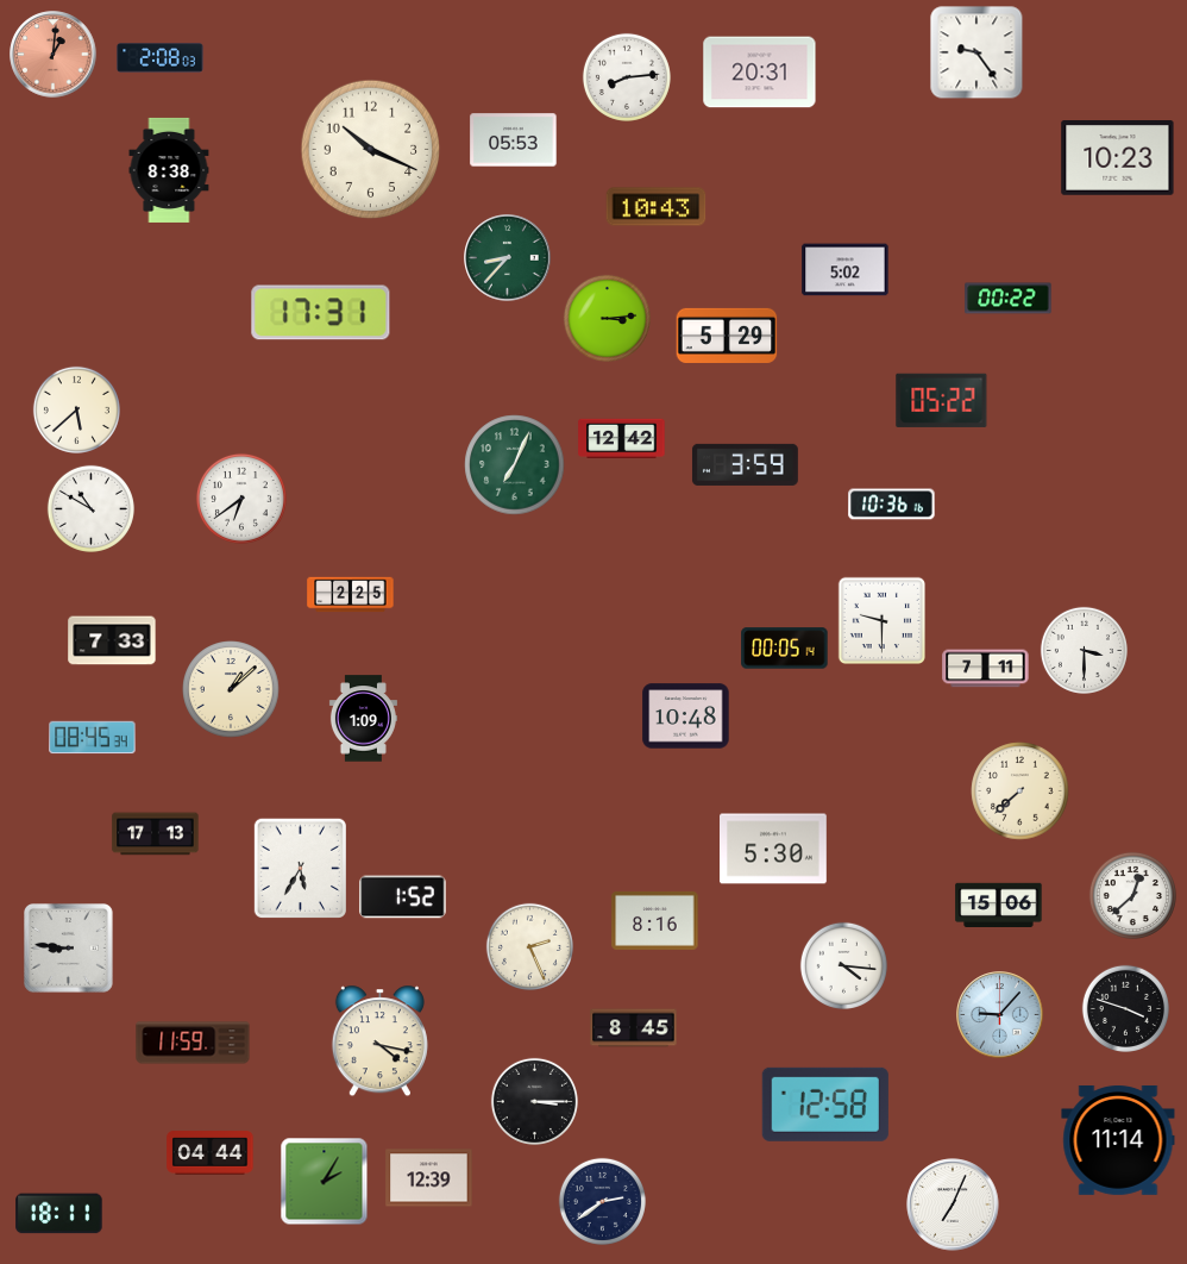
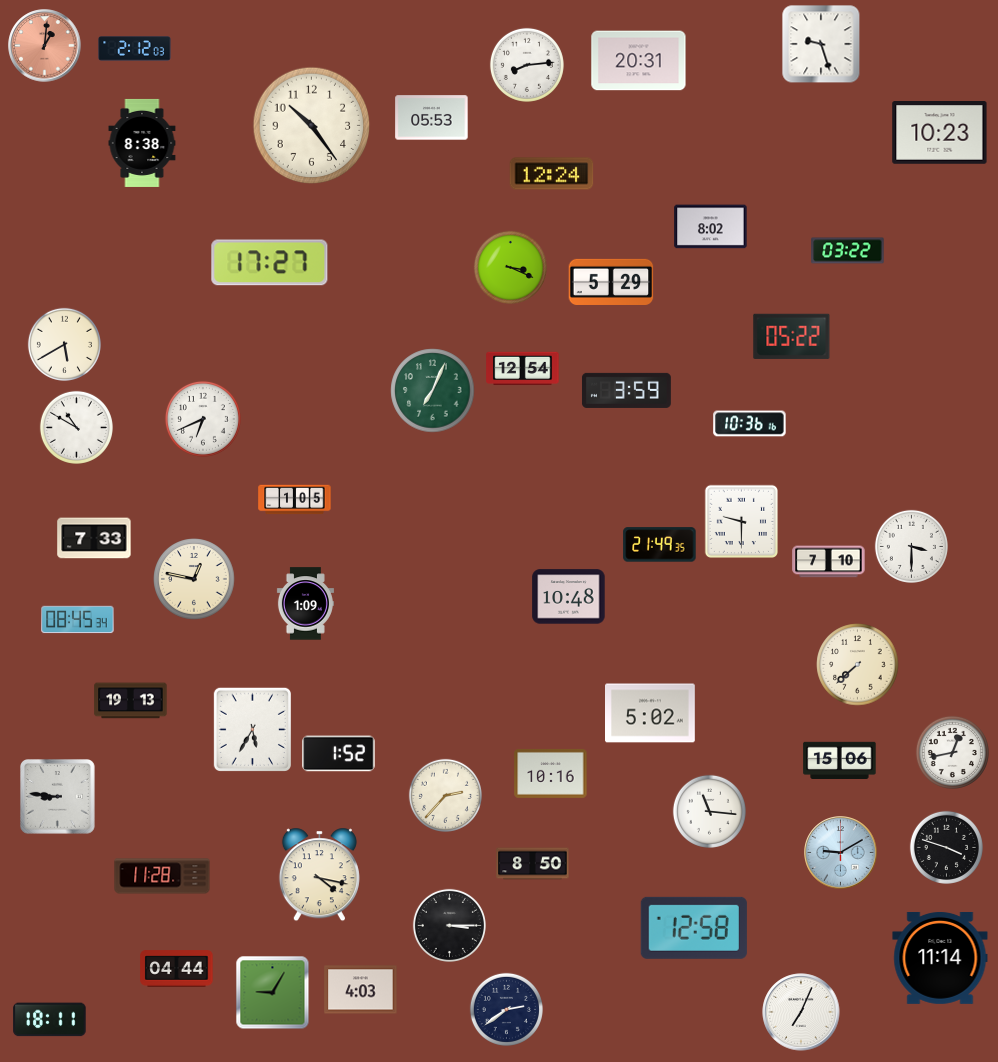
clock at (976, 52): 9:24 -> 9:27
clock at (161, 58): 2:08 -> 2:12
clock at (371, 150): 10:19 -> 10:24
clock at (657, 207): 10:43 -> 12:24
clock at (508, 258): 8:37 -> none
clock at (846, 270): 5:02 -> 8:02
clock at (1009, 299): 00:22 -> 03:22
clock at (321, 313): 17:31 -> 17:27
clock at (607, 318): 3:14 -> 3:19
clock at (76, 409): 5:38 -> 5:40
clock at (622, 439): 12:42 -> 12:54
clock at (241, 499): 6:39 -> 6:41
clock at (351, 595): 2:25 -> 1:05
clock at (785, 649): 00:05 -> 21:49
clock at (986, 669): 7:11 -> 7:10
clock at (231, 689): 1:08 -> 12:47
clock at (686, 717) position: (686, 717) -> (569, 597)
clock at (156, 834): 17:13 -> 19:13
clock at (774, 849): 5:30 -> 5:02
clock at (1132, 895): 12:38 -> 12:43
clock at (655, 920): 8:16 -> 10:16
clock at (529, 946): 2:26 -> 2:37
clock at (843, 965): 4:16 -> 11:16
clock at (1000, 1015): 9:07 -> 9:10
clock at (634, 1028): 8:45 -> 8:50
clock at (193, 1043): 11:59 -> 11:28
clock at (429, 1178): 12:39 -> 4:03
clock at (325, 1182): 2:05 -> 9:05
